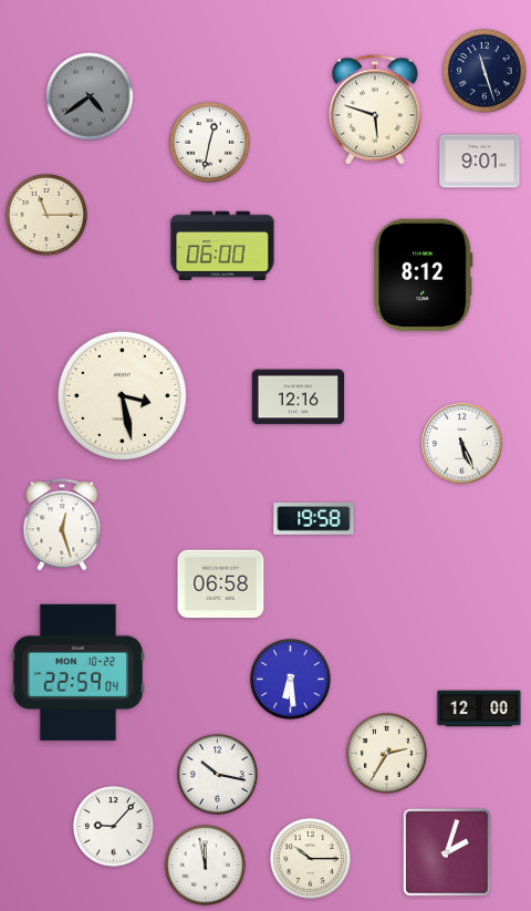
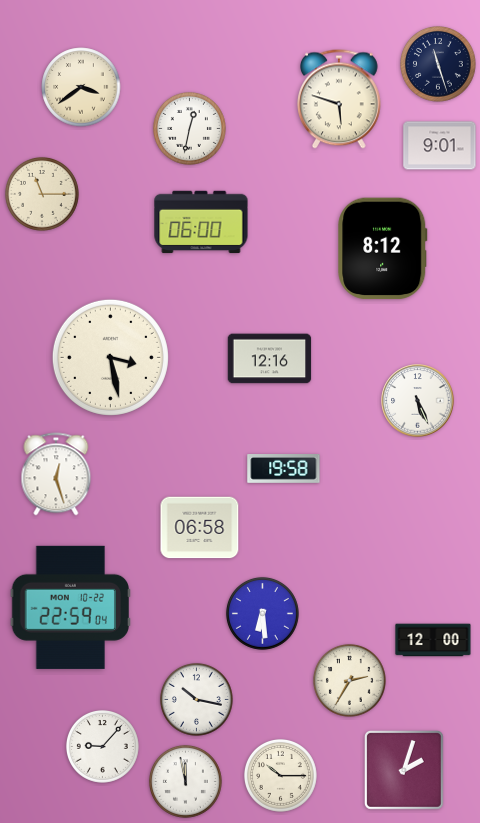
clock at (90, 96): 4:39 -> 3:39
clock at (90, 96) dial: grey -> cream
clock at (480, 162) position: (480, 162) -> (440, 146)
